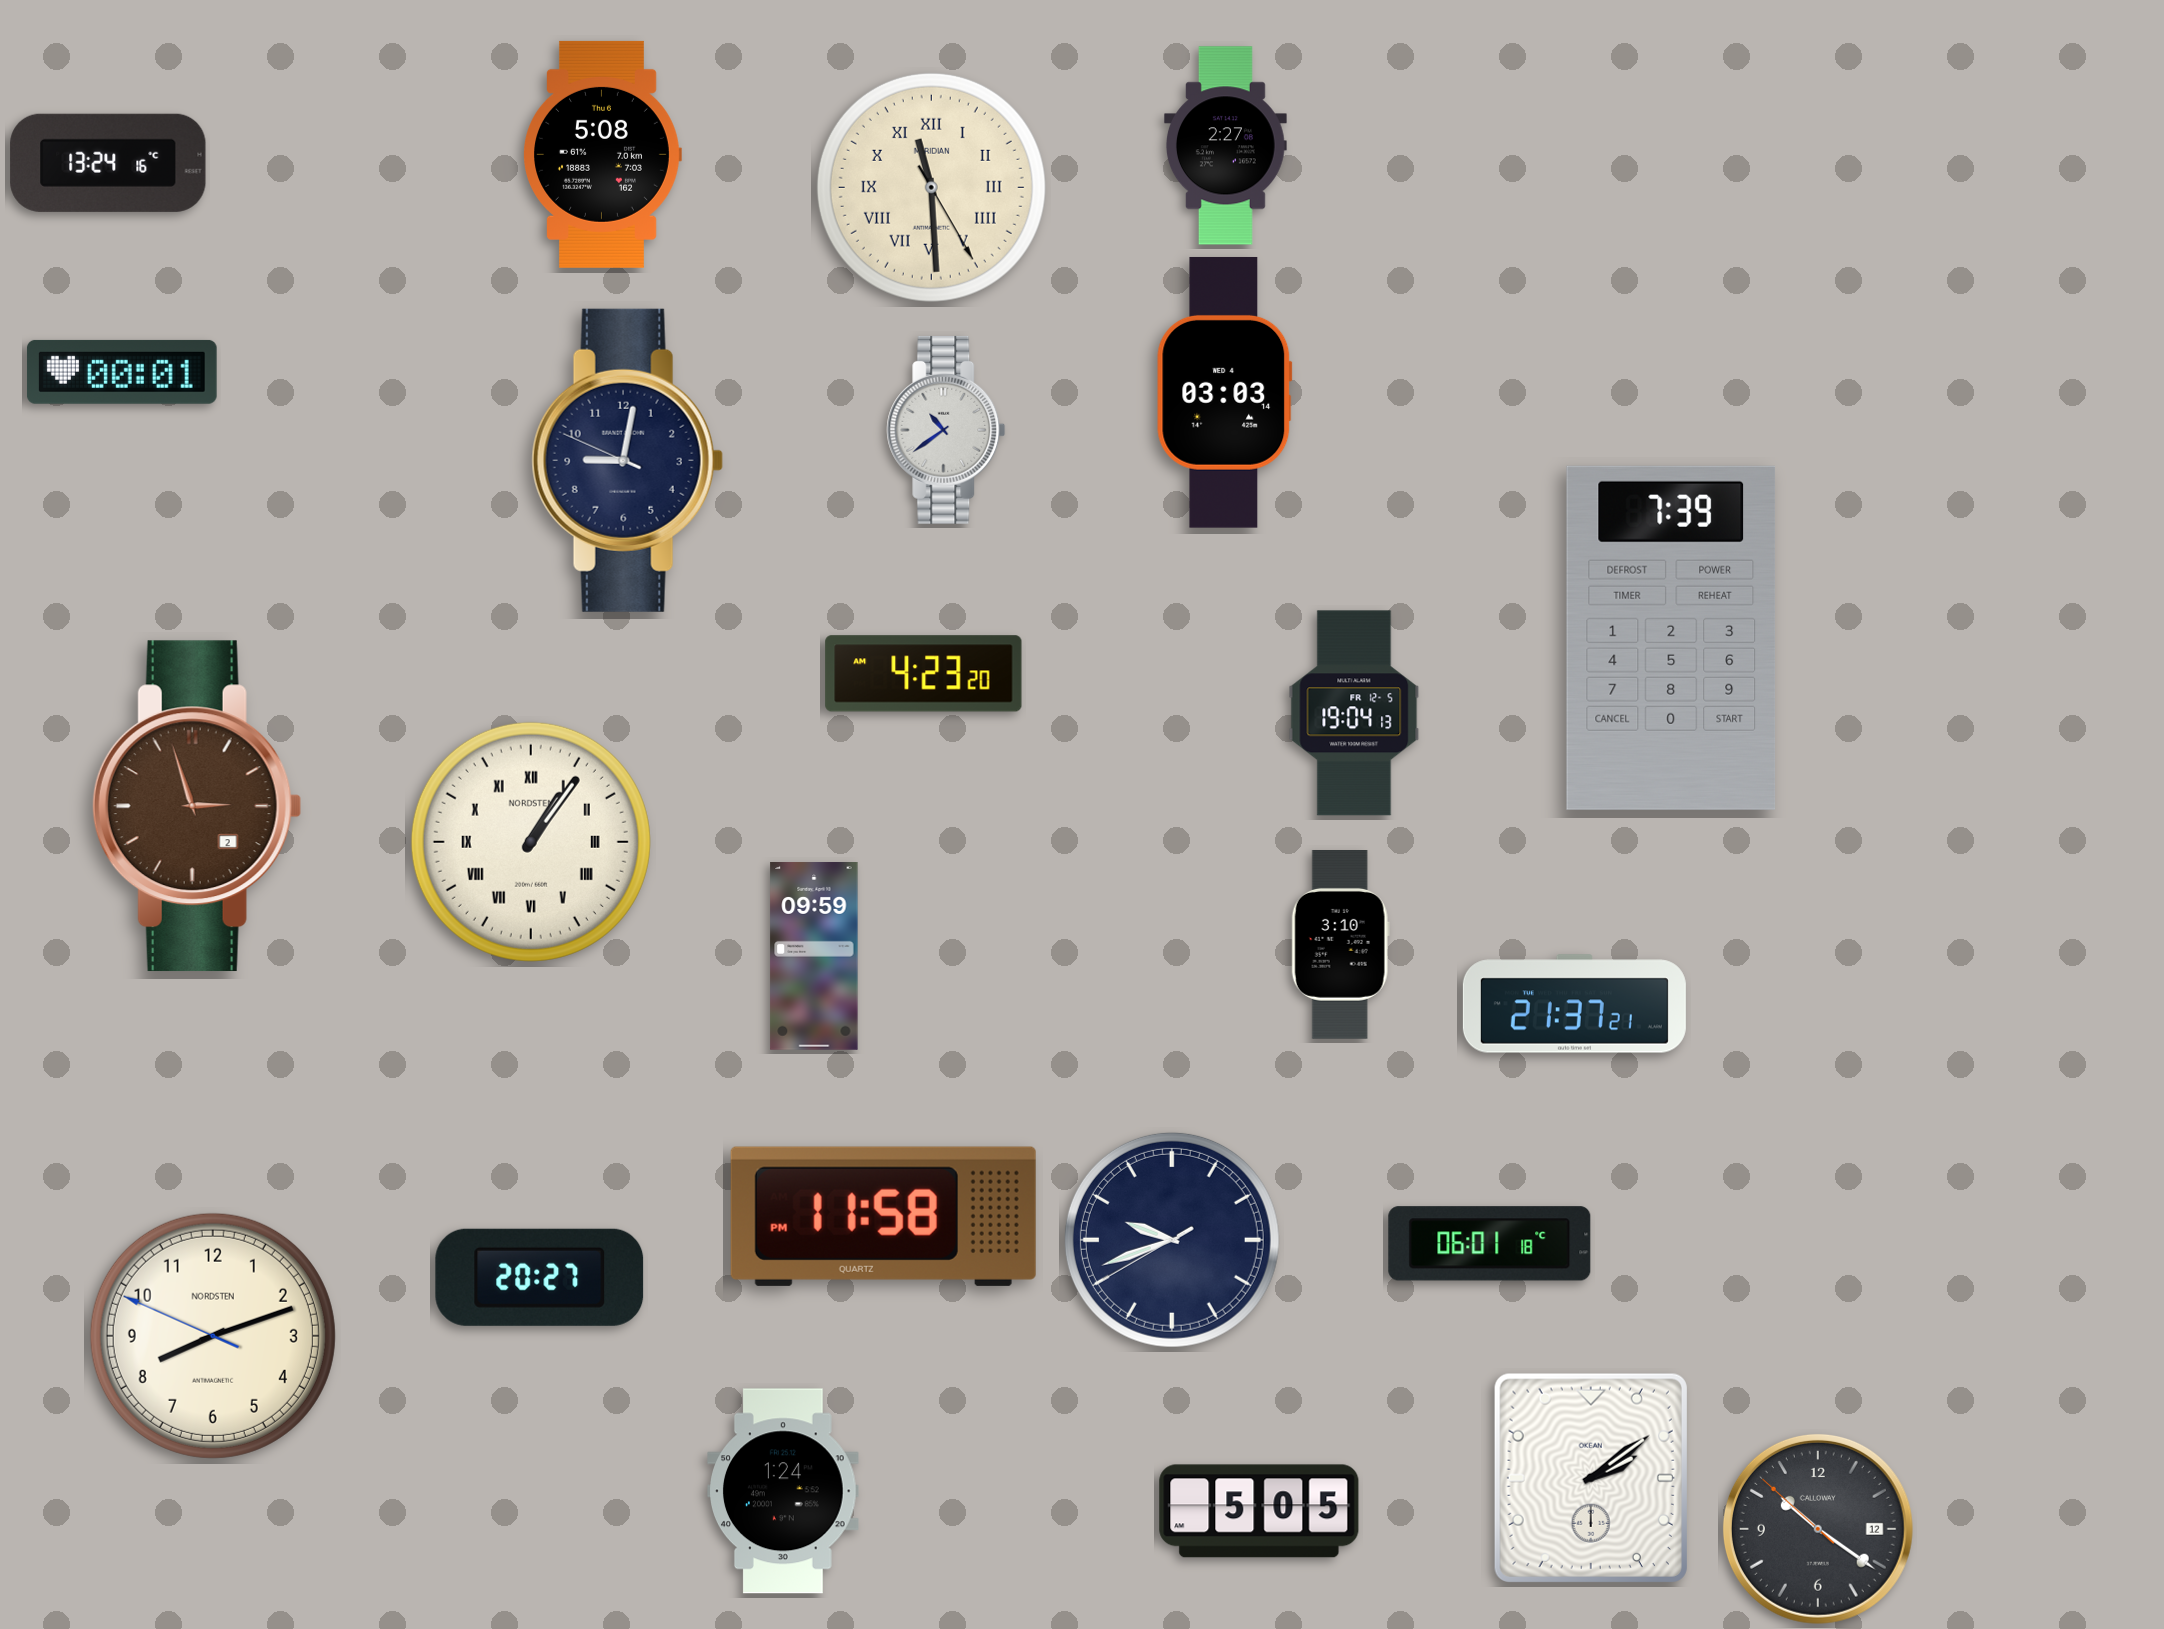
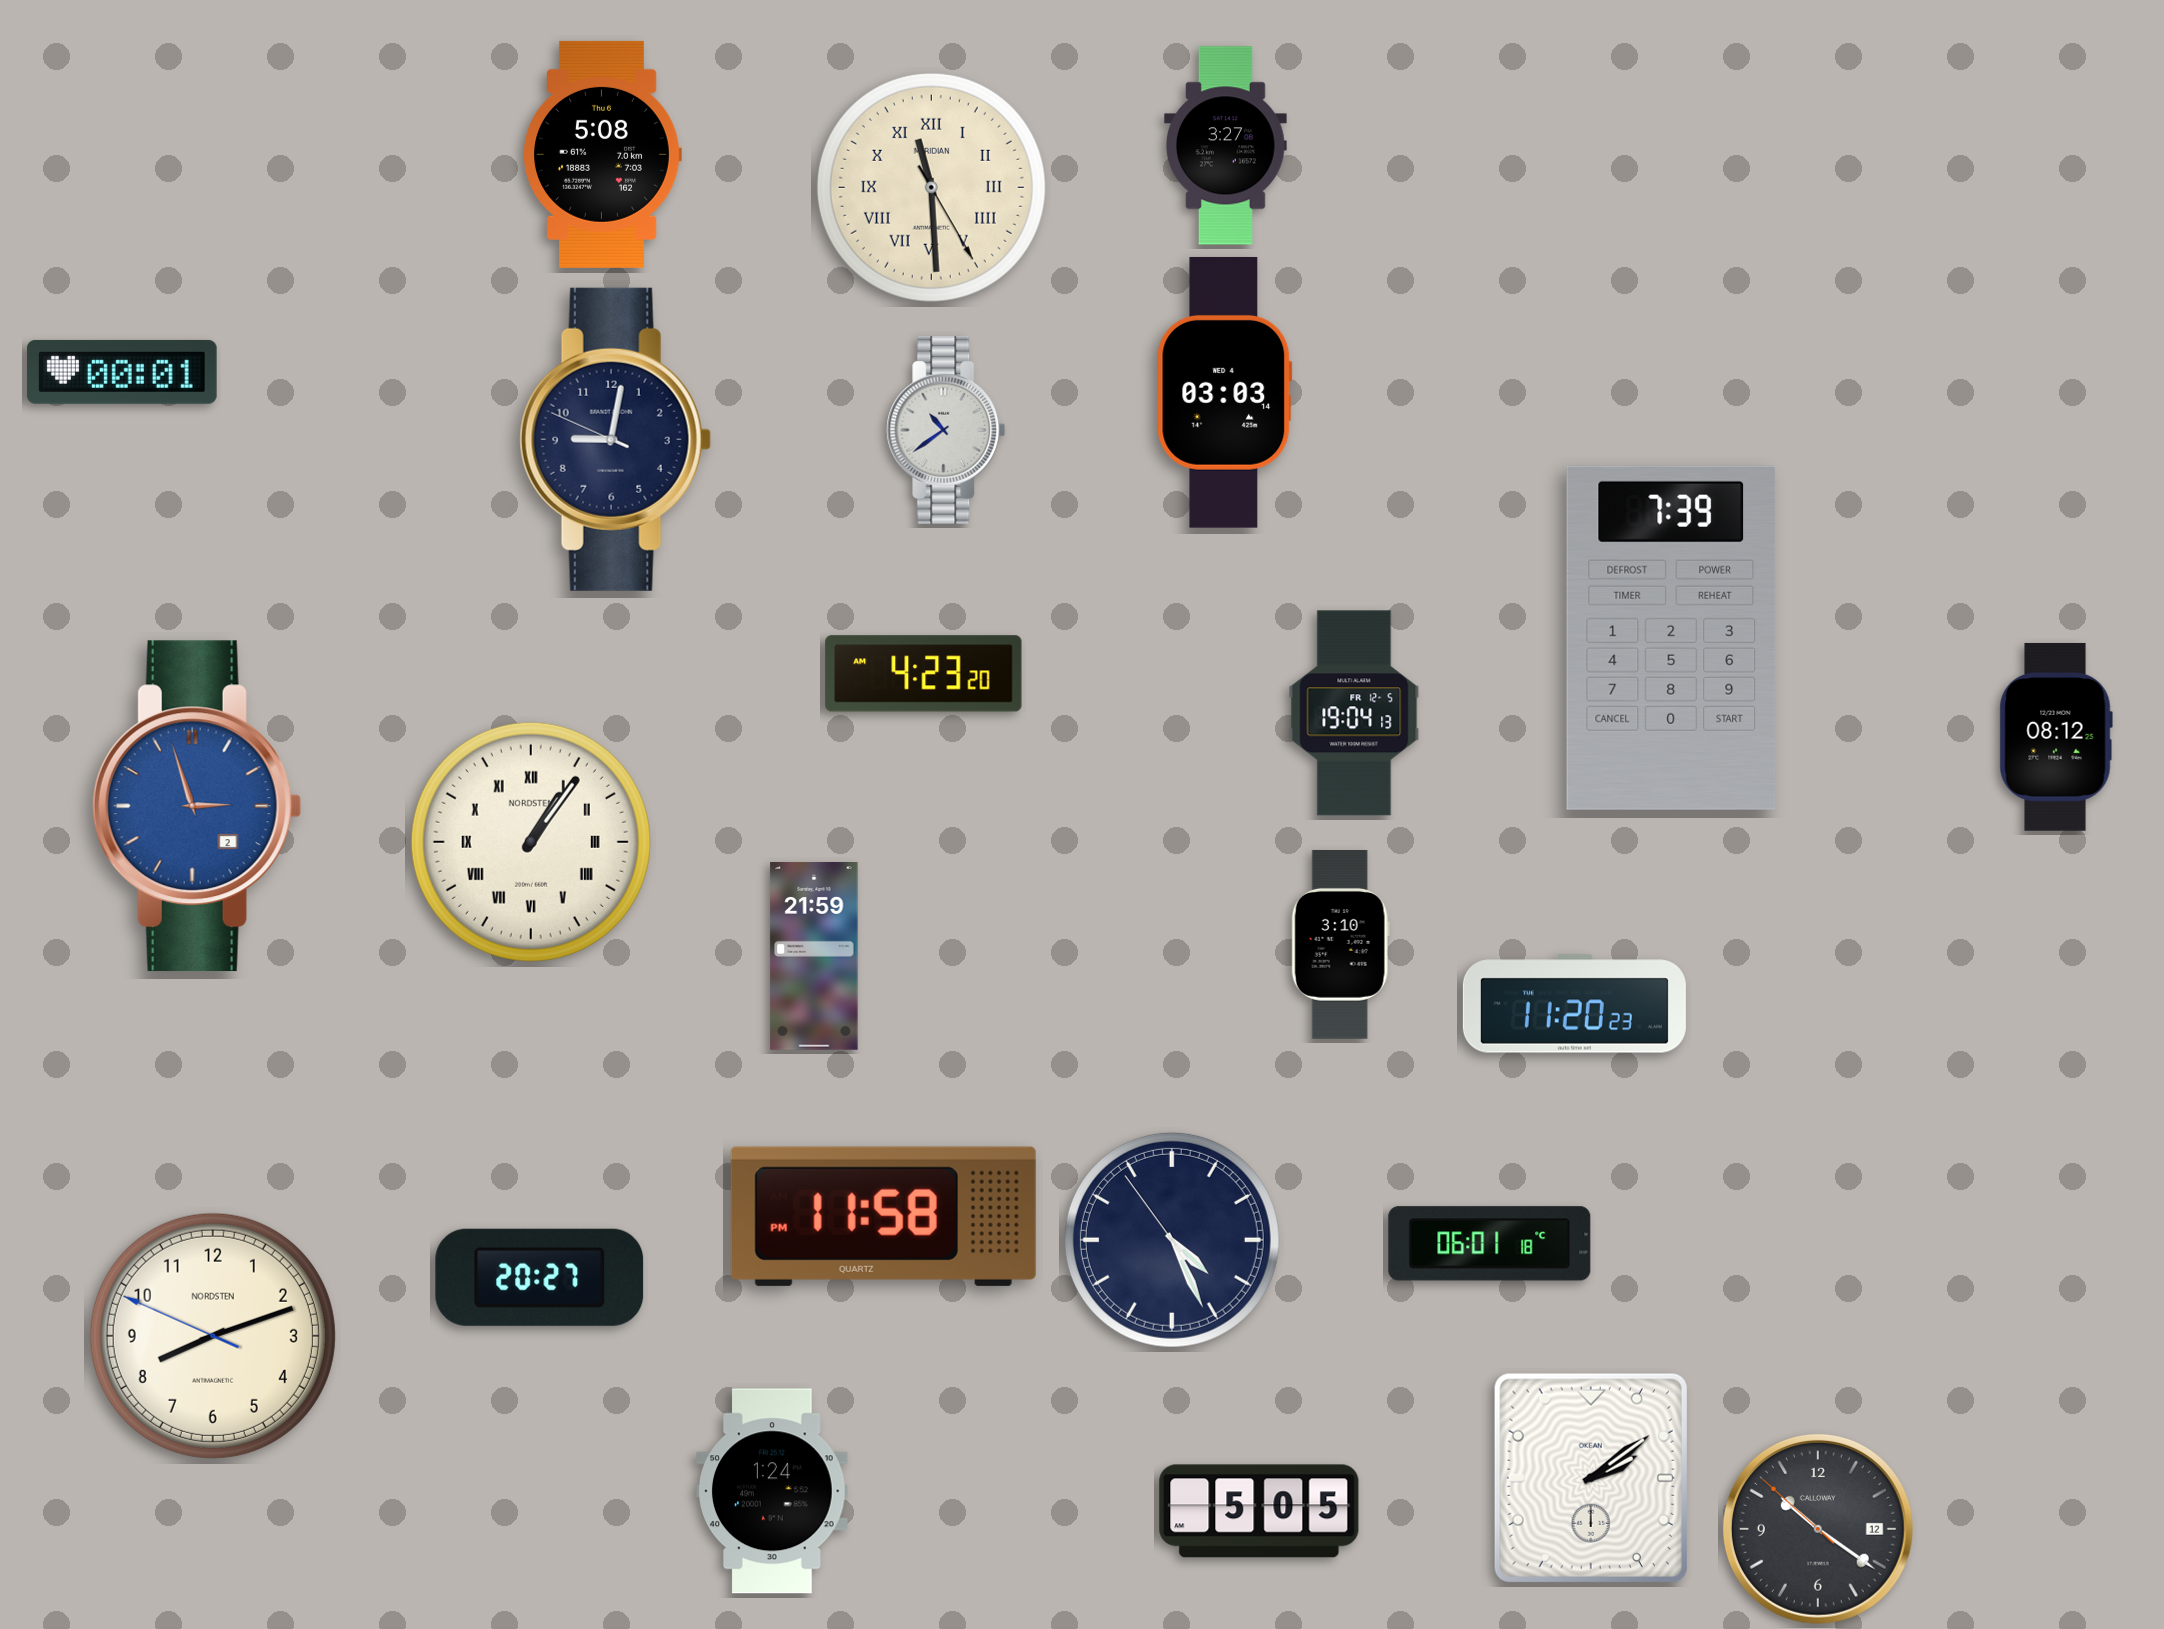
clock at (1225, 146): 2:27 -> 3:27
clock at (108, 163): 13:24 -> none
clock at (627, 460) position: (627, 460) -> (615, 439)
clock at (2056, 737): none -> 08:12
clock at (197, 806) dial: brown -> blue
clock at (814, 957): 09:59 -> 21:59
clock at (1574, 1004): 21:37 -> 11:20
clock at (1172, 1240): 9:41 -> 4:25
clock at (783, 1491) position: (783, 1491) -> (772, 1491)
